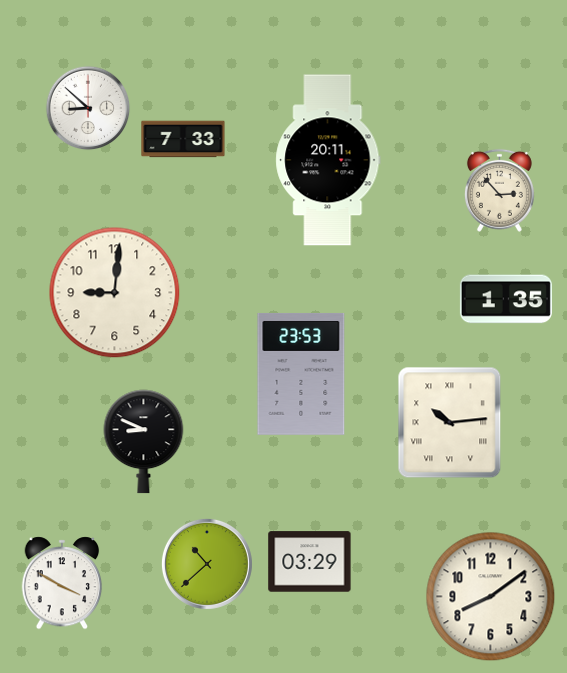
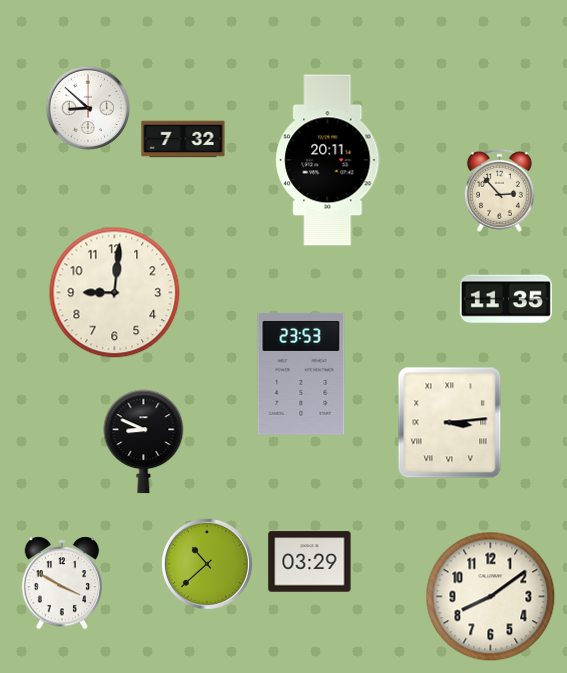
clock at (183, 139): 7:33 -> 7:32
clock at (506, 299): 1:35 -> 11:35
clock at (450, 423): 10:14 -> 3:14
